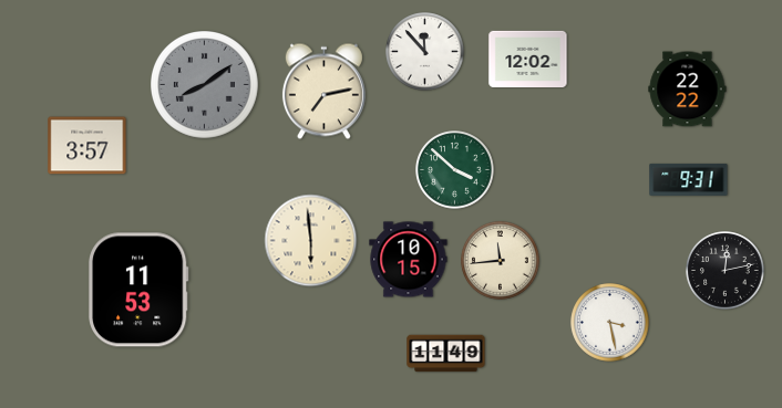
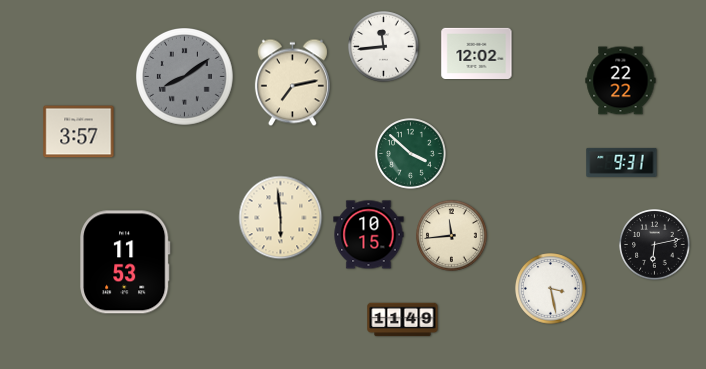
clock at (425, 52): 11:53 -> 11:44
clock at (726, 271): 12:13 -> 6:13
clock at (610, 323) position: (610, 323) -> (551, 289)
